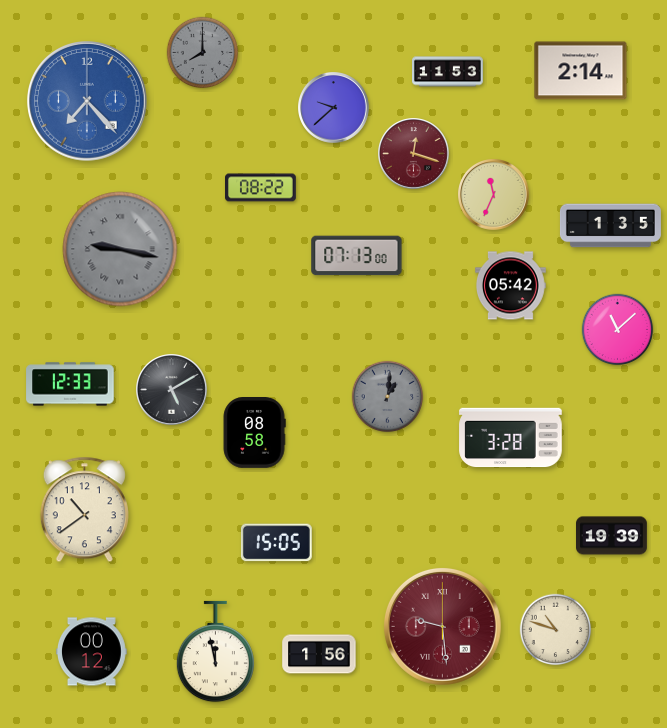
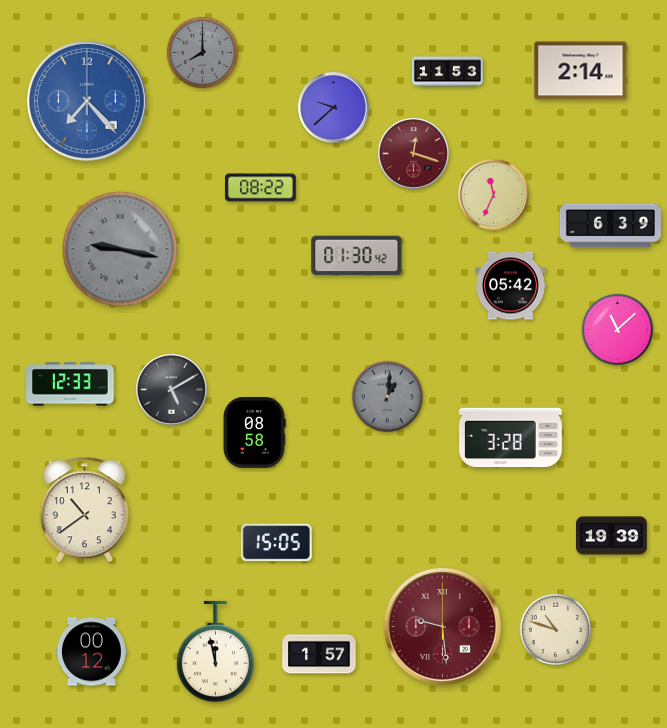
clock at (610, 226): 1:35 -> 6:39
clock at (357, 256): 07:13 -> 01:30
clock at (319, 654): 1:56 -> 1:57
